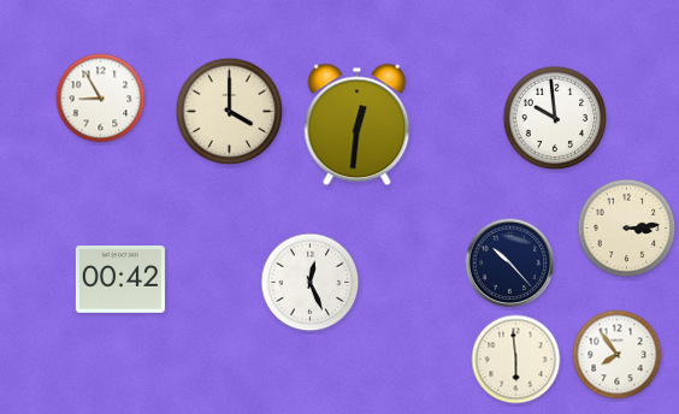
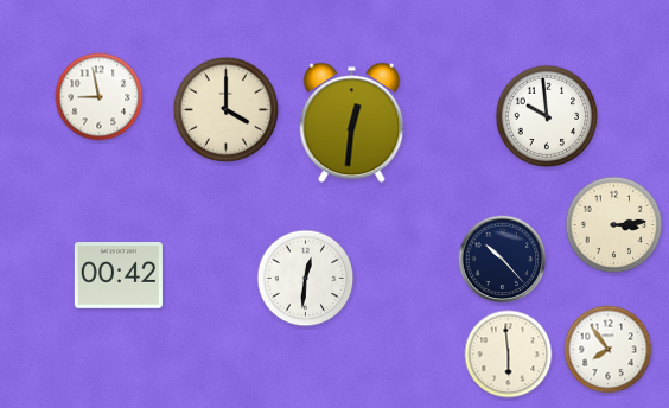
clock at (101, 99): 8:55 -> 8:58
clock at (627, 229) position: (627, 229) -> (614, 225)
clock at (311, 283): 12:26 -> 12:31
